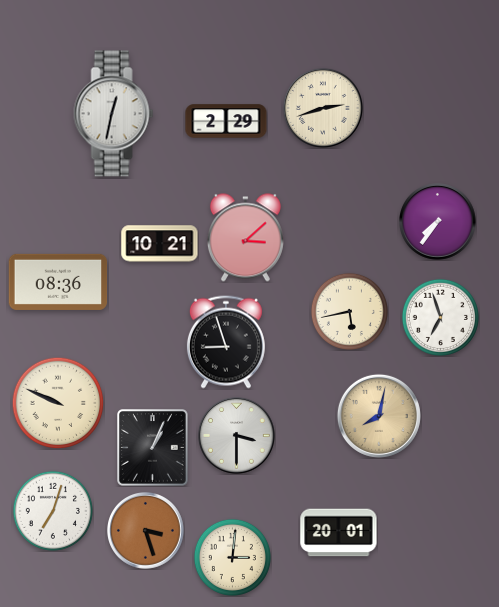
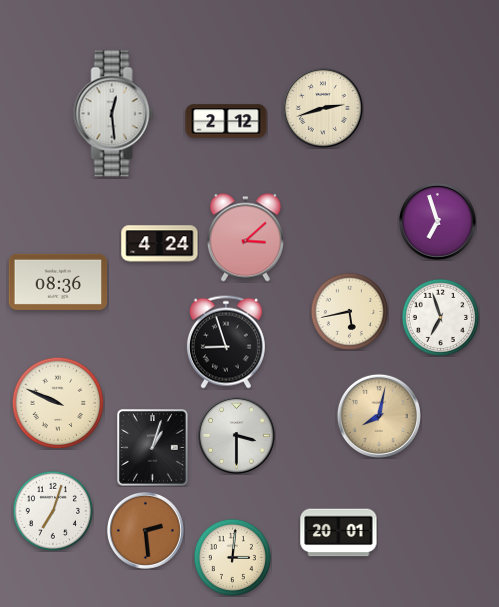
clock at (114, 114): 12:32 -> 12:29
clock at (226, 121): 2:29 -> 2:12
clock at (438, 222): 7:36 -> 6:57
clock at (160, 244): 10:21 -> 4:24
clock at (153, 448): 1:04 -> 1:03
clock at (146, 531): 3:27 -> 2:29
